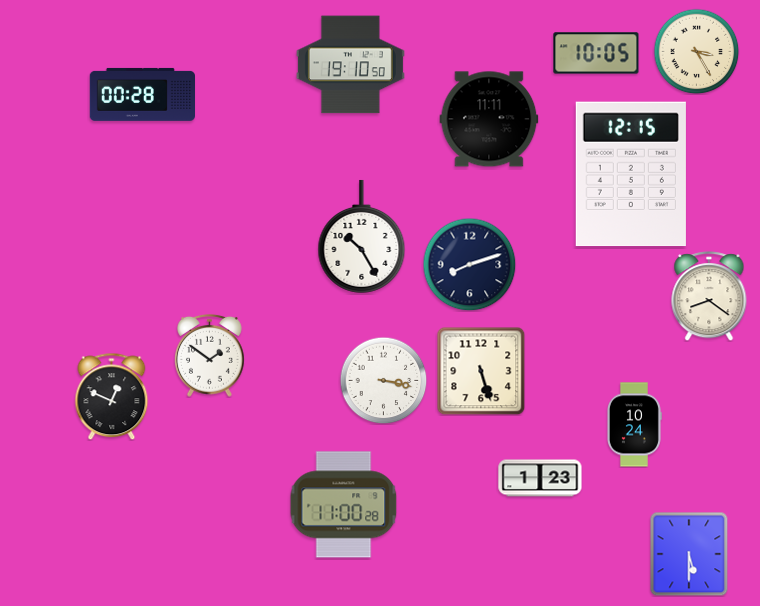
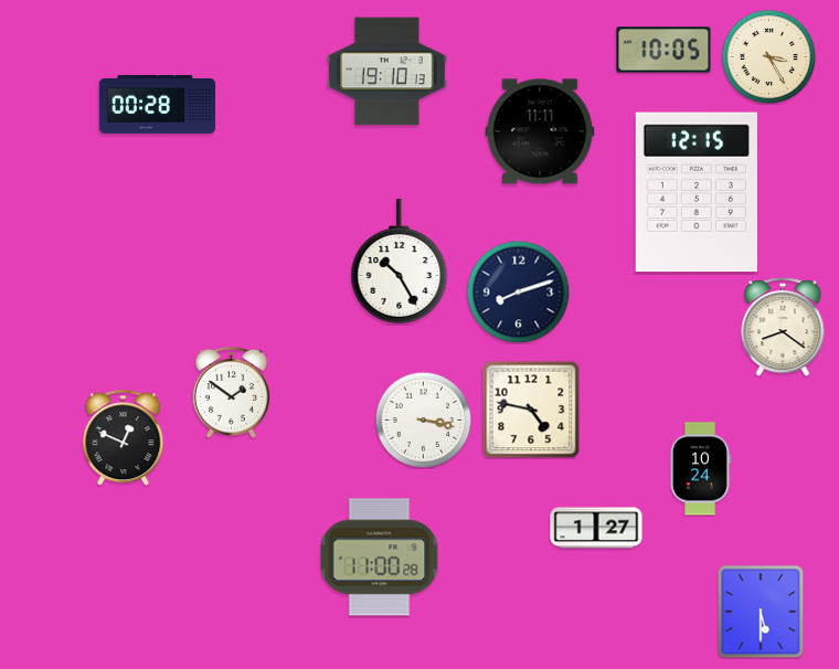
clock at (596, 53) position: (596, 53) -> (663, 50)
clock at (350, 65): 19:10:50 -> 19:10:13
clock at (481, 371): 5:27 -> 4:47
clock at (540, 478): 1:23 -> 1:27
